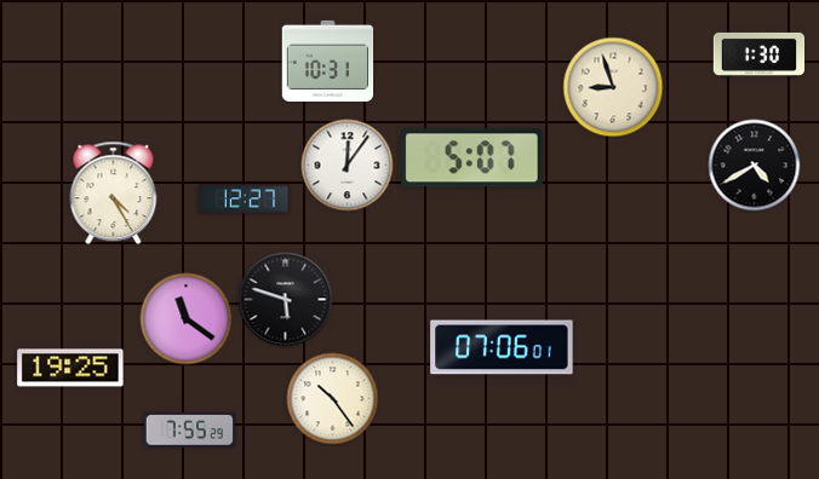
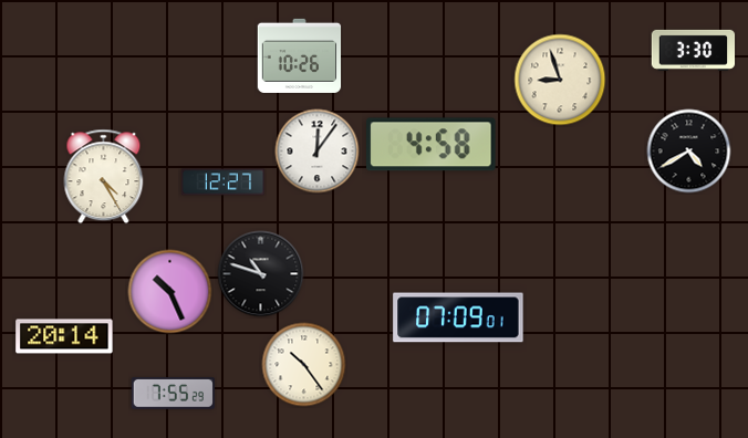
clock at (760, 54): 1:30 -> 3:30
clock at (328, 60): 10:31 -> 10:26
clock at (472, 158): 5:07 -> 4:58
clock at (286, 300): 5:48 -> 10:48
clock at (187, 319): 11:21 -> 10:26
clock at (502, 347): 07:06 -> 07:09
clock at (70, 368): 19:25 -> 20:14
